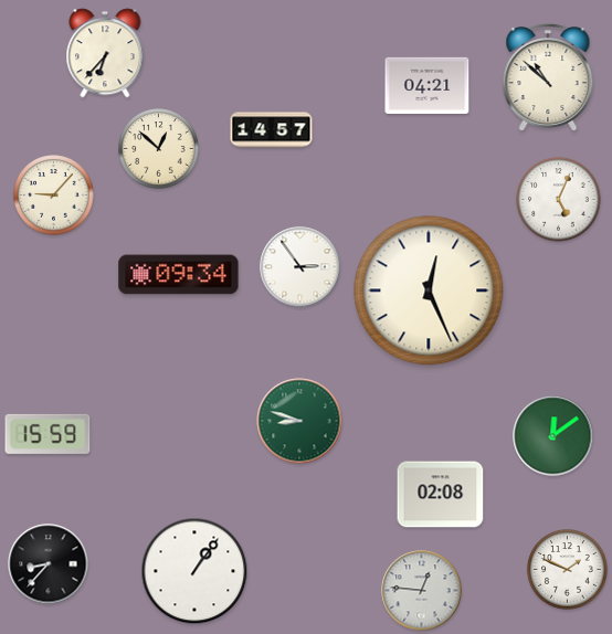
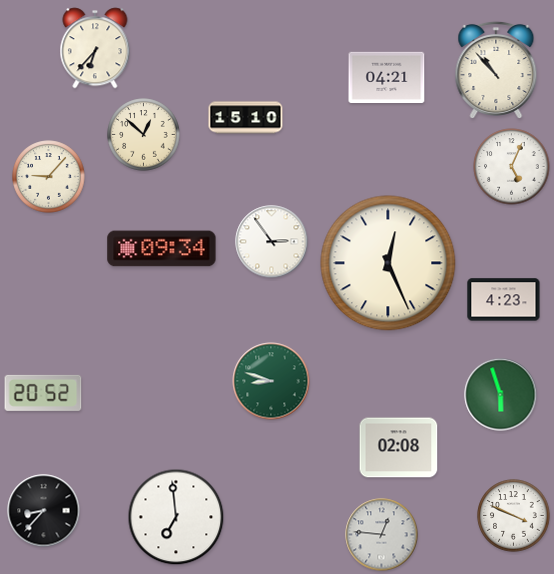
clock at (548, 76): 10:52 -> 10:53
clock at (272, 130): 14:57 -> 15:10
clock at (559, 200) position: (559, 200) -> (512, 167)
clock at (504, 300): none -> 4:23
clock at (48, 434): 15:59 -> 20:52
clock at (553, 436): 12:09 -> 5:57
clock at (568, 570): 1:49 -> 3:49
clock at (194, 571): 1:06 -> 6:59
